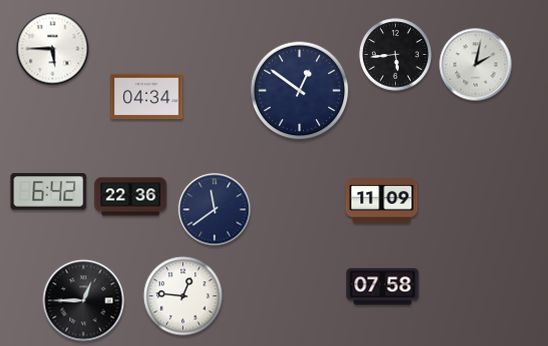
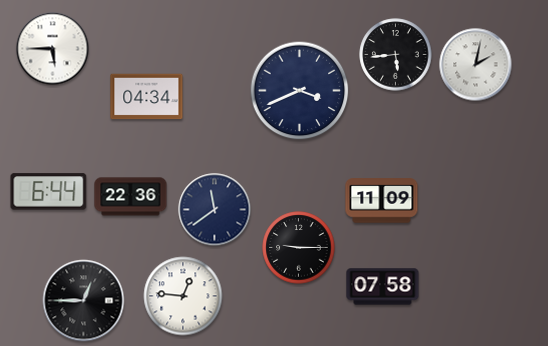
clock at (300, 91): 12:51 -> 3:41
clock at (49, 192): 6:42 -> 6:44
clock at (299, 248): none -> 9:15
